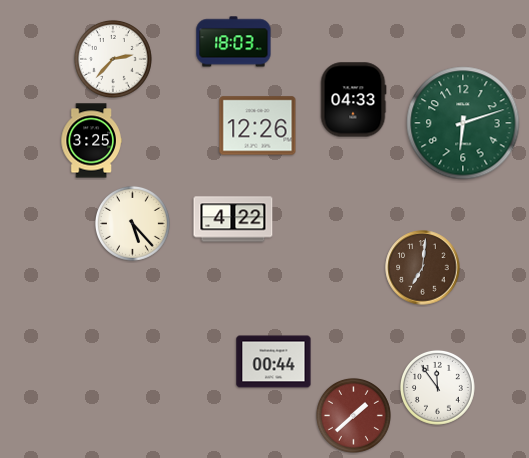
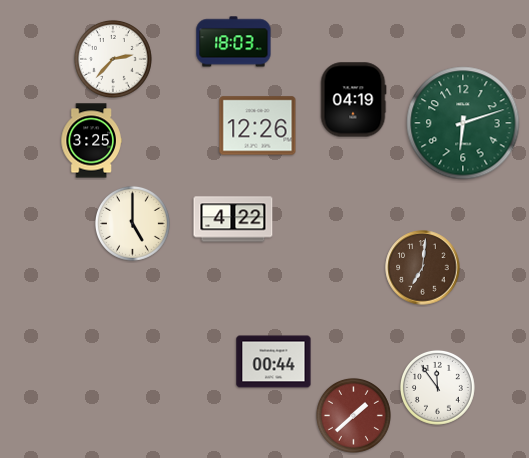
clock at (353, 100): 04:33 -> 04:19
clock at (132, 223): 5:23 -> 5:00
